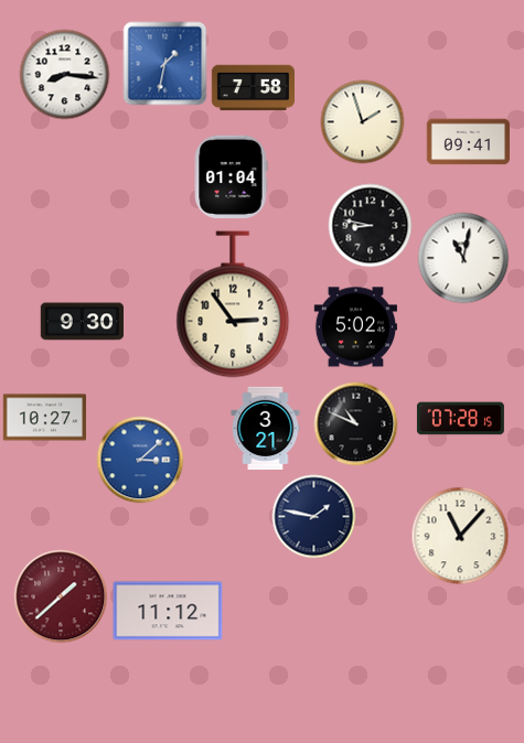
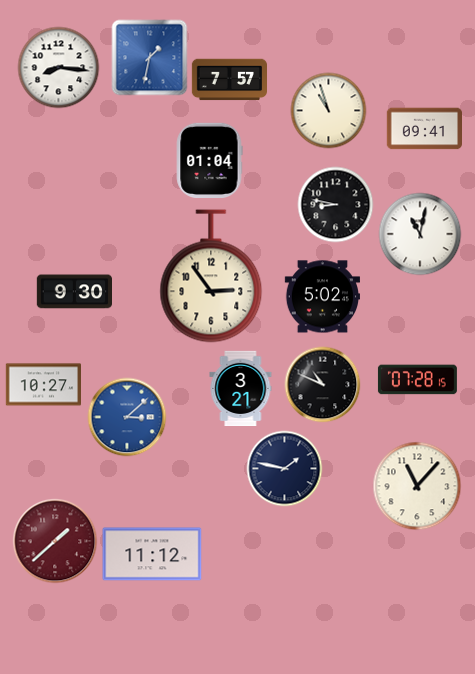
clock at (254, 88): 7:58 -> 7:57
clock at (363, 122): 1:57 -> 10:57
clock at (44, 418) position: (44, 418) -> (43, 385)
